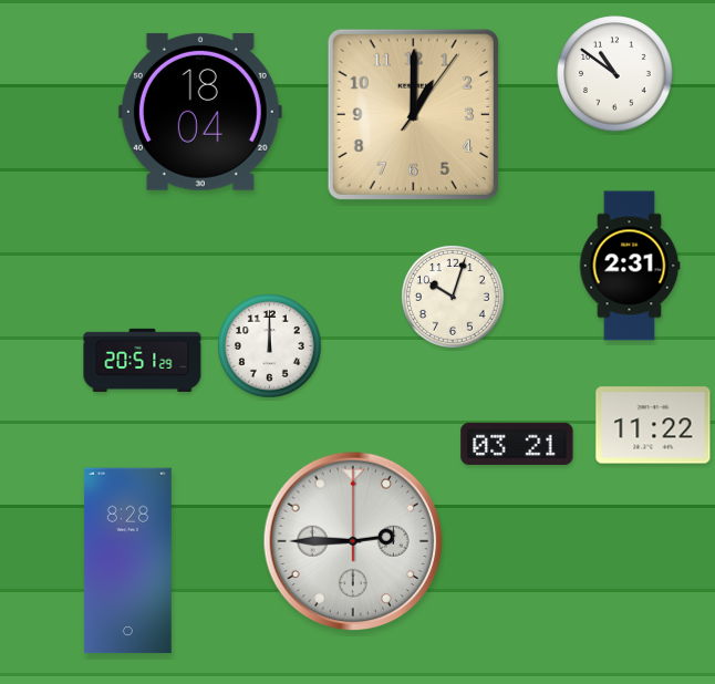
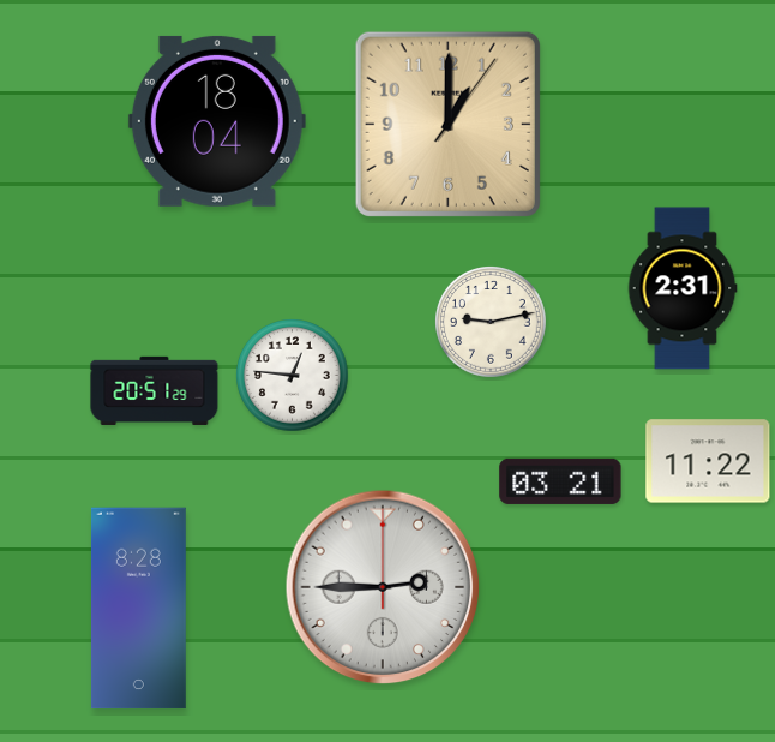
clock at (615, 74): 10:51 -> none
clock at (454, 298): 10:03 -> 9:13
clock at (270, 346): 12:00 -> 12:46
